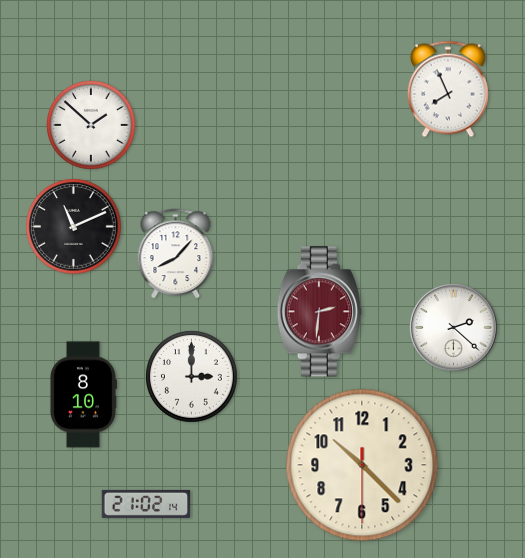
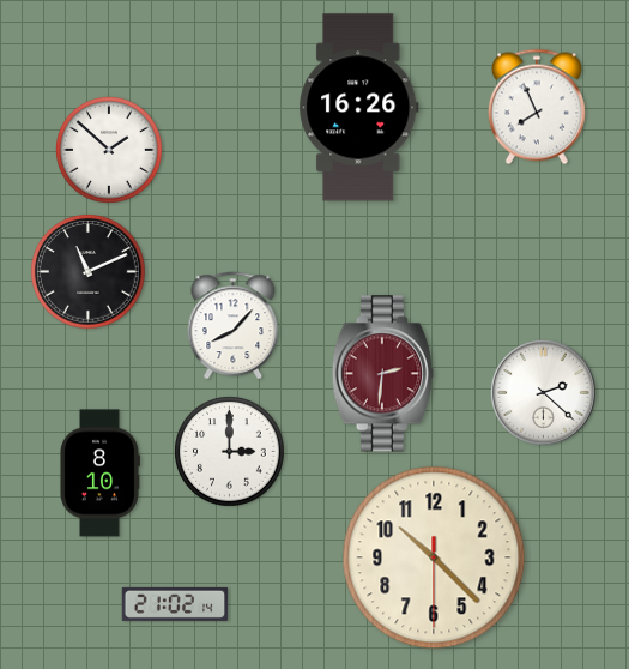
clock at (359, 108): none -> 16:26
clock at (176, 254) position: (176, 254) -> (234, 326)
